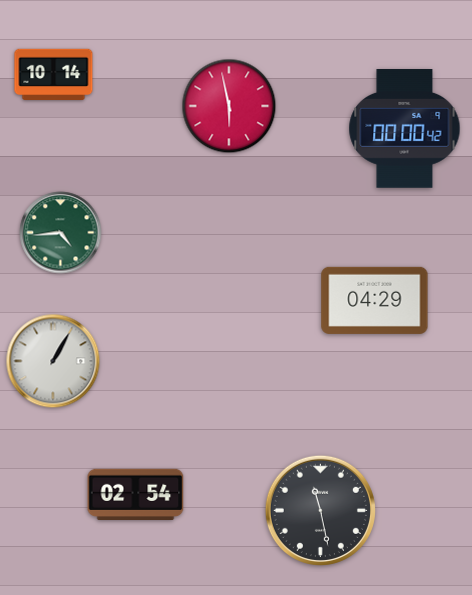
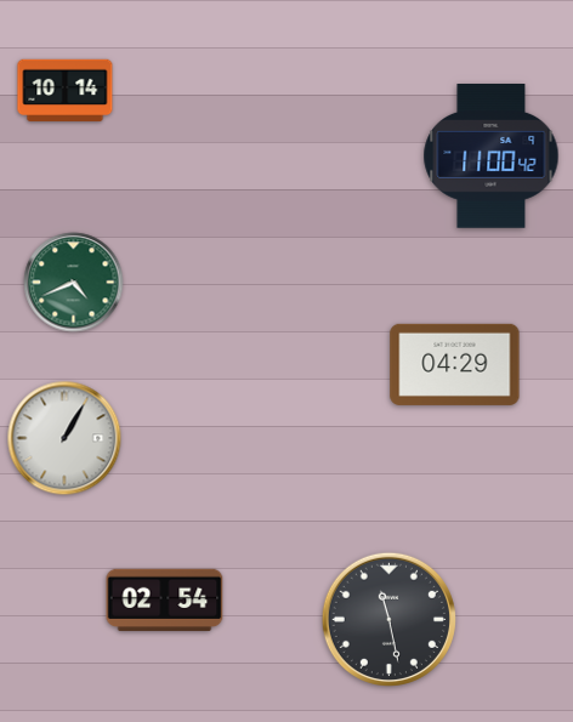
clock at (229, 106): 5:58 -> none
clock at (405, 129): 00:00 -> 11:00
clock at (61, 233): 4:44 -> 4:41
